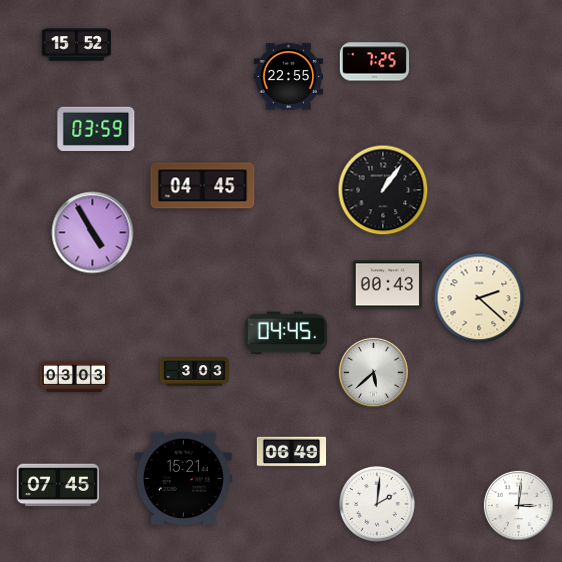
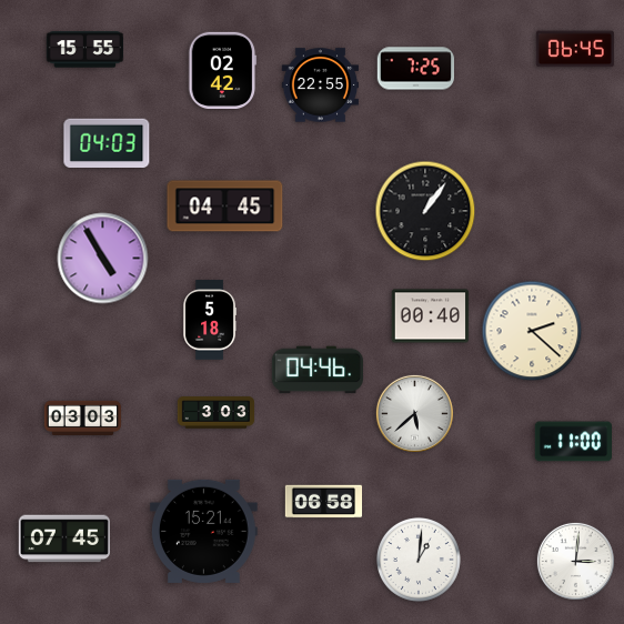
clock at (575, 49): none -> 06:45
clock at (77, 45): 15:52 -> 15:55
clock at (223, 70): none -> 02:42
clock at (96, 128): 03:59 -> 04:03
clock at (387, 285): 00:43 -> 00:40
clock at (210, 320): none -> 5:18
clock at (286, 333): 04:45 -> 04:46
clock at (573, 442): none -> 11:00
clock at (292, 452): 06:49 -> 06:58
clock at (377, 504): 2:01 -> 1:01
